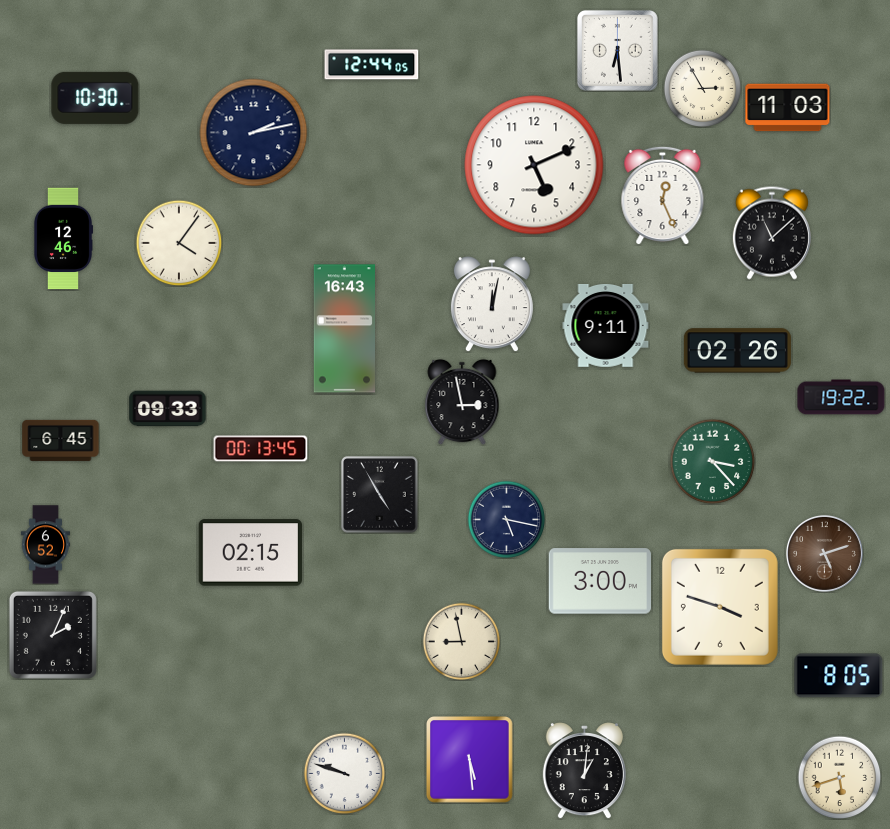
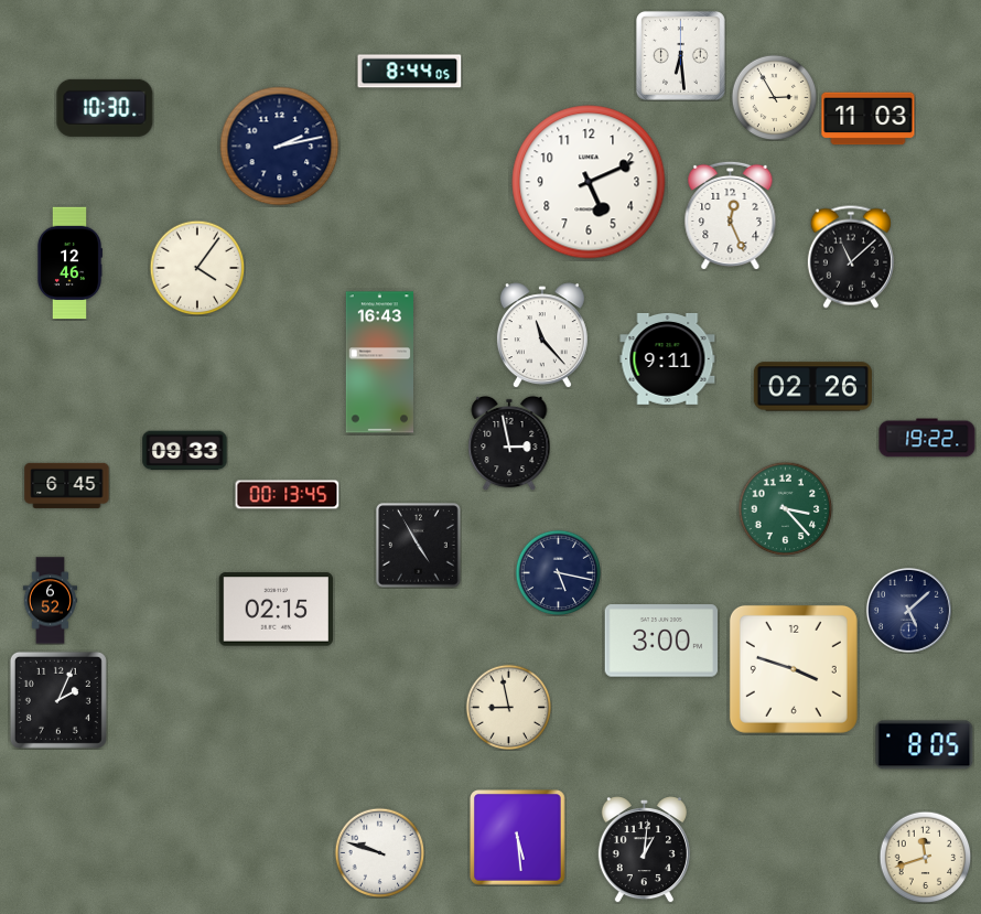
clock at (372, 65): 12:44 -> 8:44
clock at (492, 304): 12:02 -> 11:23
clock at (824, 553): 5:12 -> 5:08
clock at (824, 553) dial: brown -> navy
clock at (839, 777): 5:42 -> 11:42
